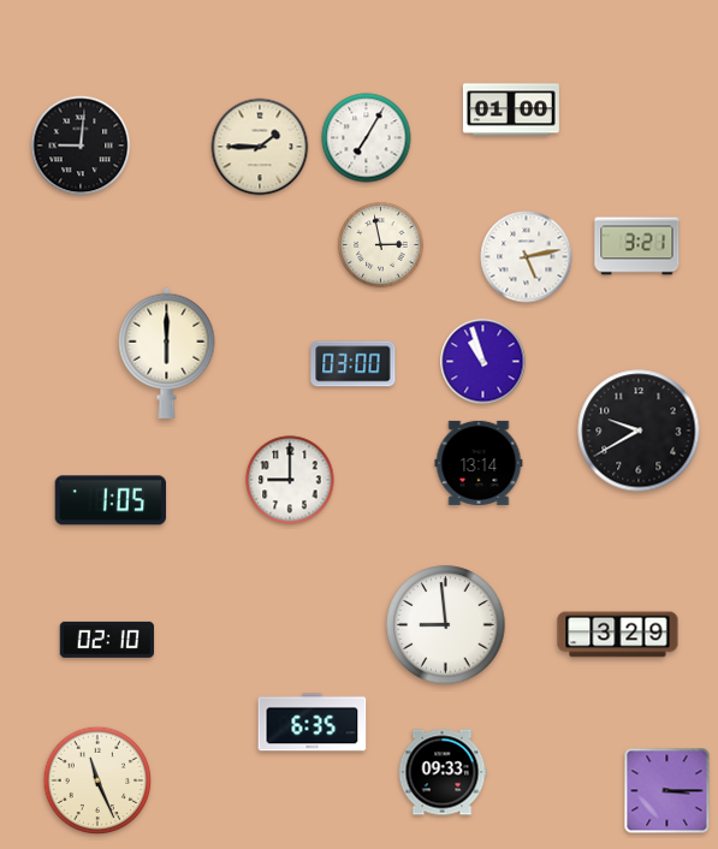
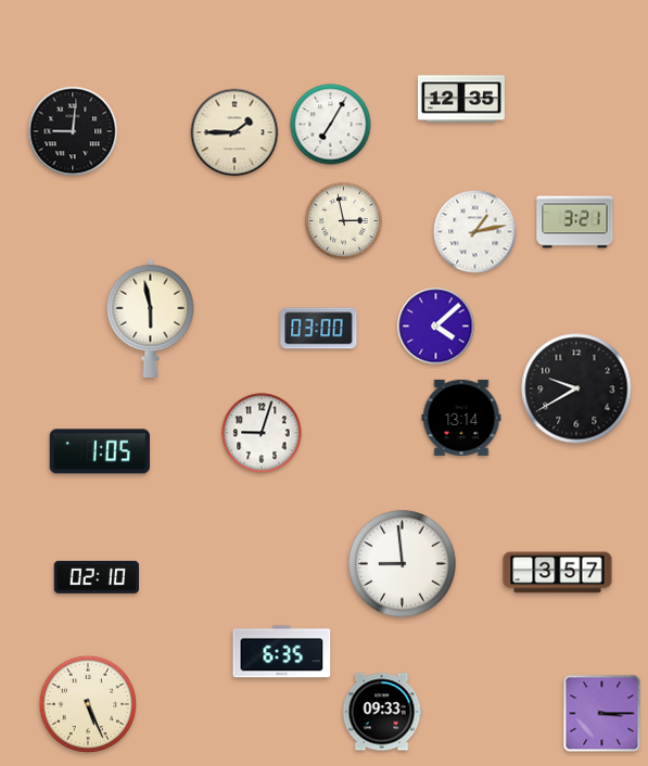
clock at (511, 109): 01:00 -> 12:35
clock at (527, 257): 5:13 -> 1:13
clock at (167, 352): 6:00 -> 5:58
clock at (483, 362): 10:57 -> 4:08
clock at (479, 463) position: (479, 463) -> (461, 418)
clock at (290, 480): 9:00 -> 9:03
clock at (618, 635): 3:29 -> 3:57
clock at (443, 772) position: (443, 772) -> (382, 712)
clock at (97, 780): 11:26 -> 5:26
